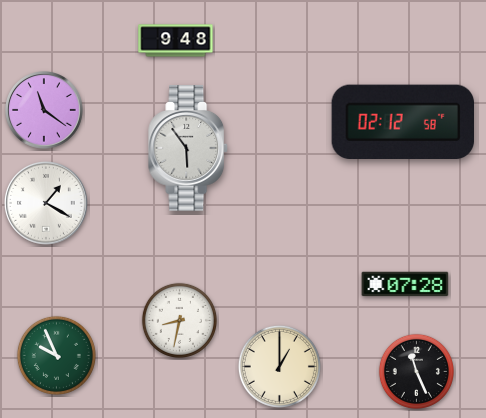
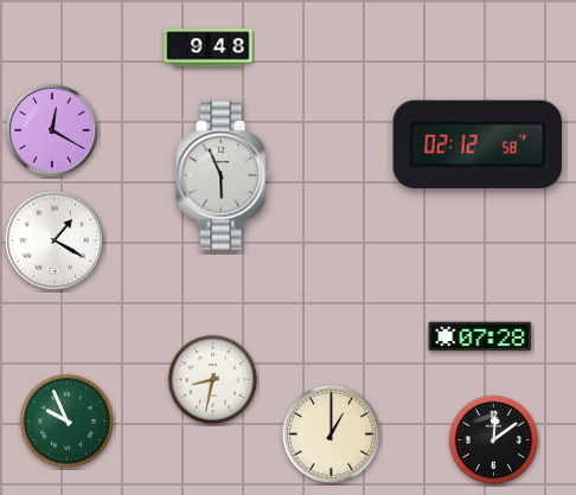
clock at (45, 111): 11:21 -> 12:20
clock at (189, 148): 5:54 -> 5:56
clock at (416, 371): 11:26 -> 12:09
